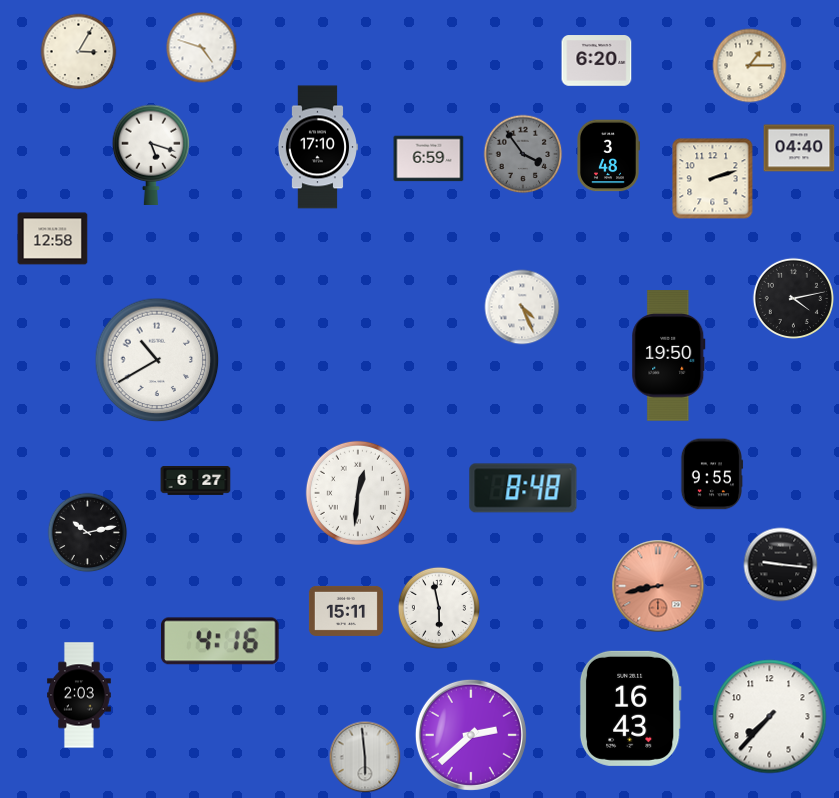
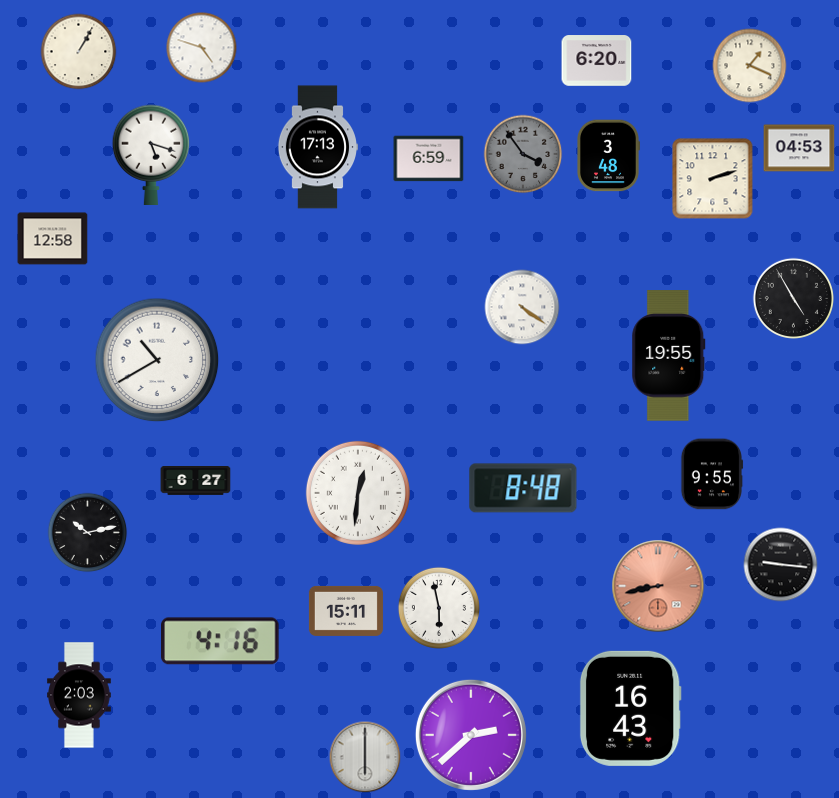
clock at (79, 52): 3:05 -> 1:05
clock at (750, 66): 1:15 -> 1:19
clock at (317, 147): 17:10 -> 17:13
clock at (799, 148): 04:40 -> 04:53
clock at (793, 298): 4:13 -> 4:55
clock at (522, 307): 4:26 -> 4:21
clock at (669, 356): 19:50 -> 19:55
clock at (770, 717): 7:37 -> none
clock at (365, 757): 5:59 -> 6:00
